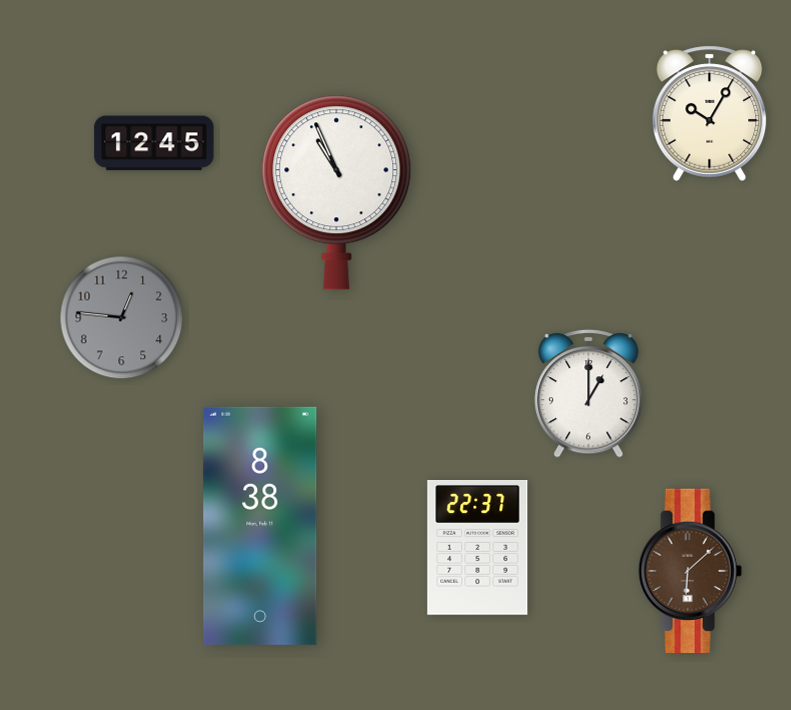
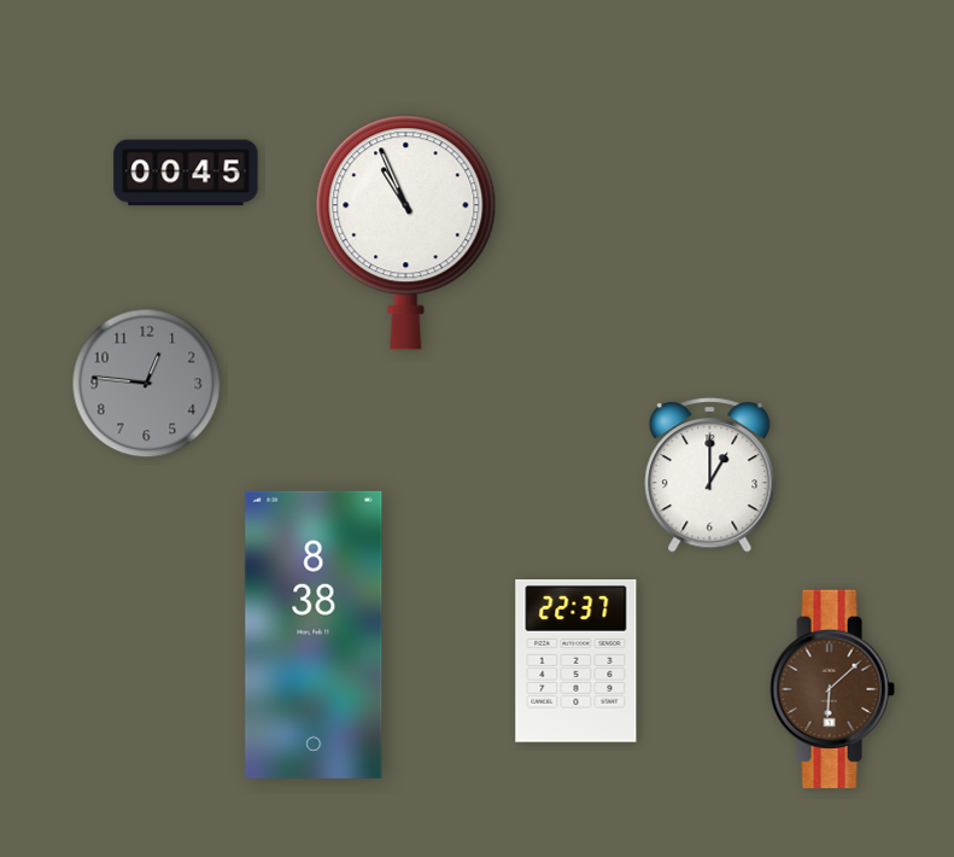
clock at (710, 113): 10:05 -> none
clock at (154, 143): 12:45 -> 00:45
